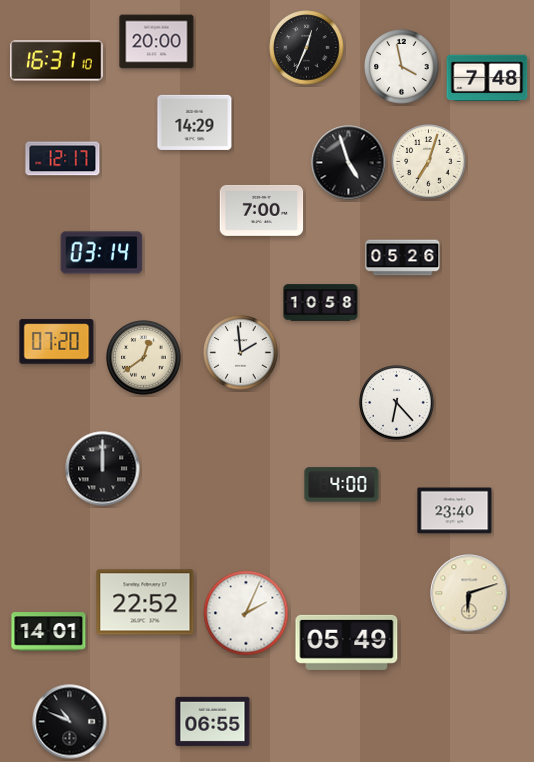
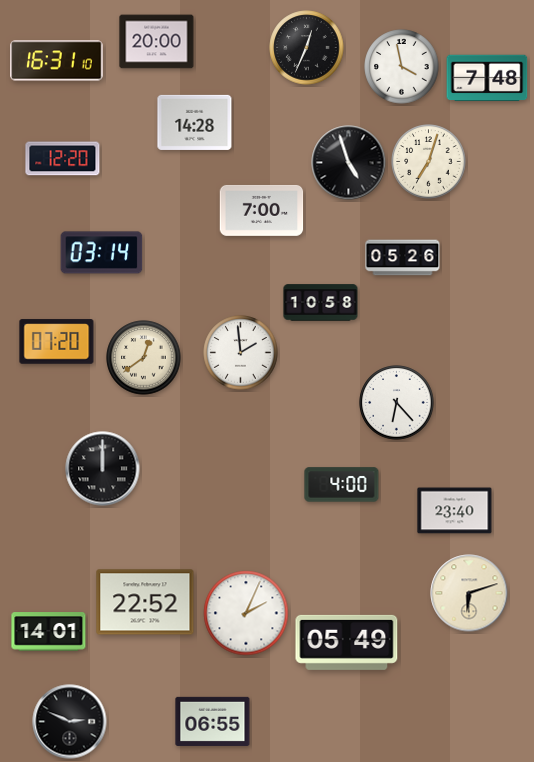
clock at (195, 122): 14:29 -> 14:28
clock at (63, 159): 12:17 -> 12:20
clock at (70, 722): 10:49 -> 2:49
